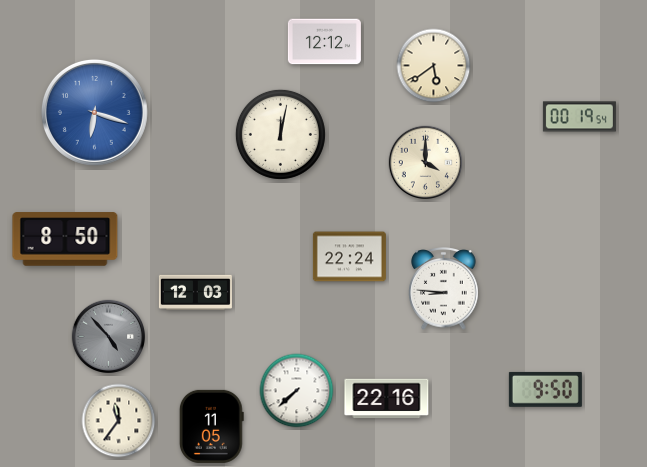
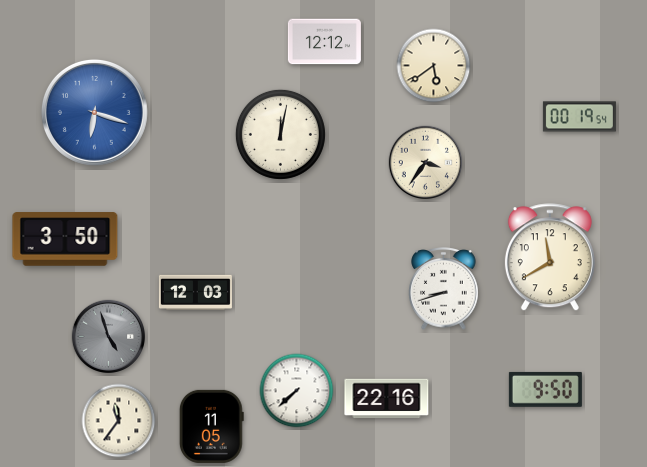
clock at (425, 162): 4:00 -> 3:36
clock at (65, 239): 8:50 -> 3:50
clock at (349, 257): 22:24 -> none
clock at (550, 258): none -> 11:40
clock at (444, 289): 8:46 -> 8:42
clock at (108, 336): 4:53 -> 4:57
